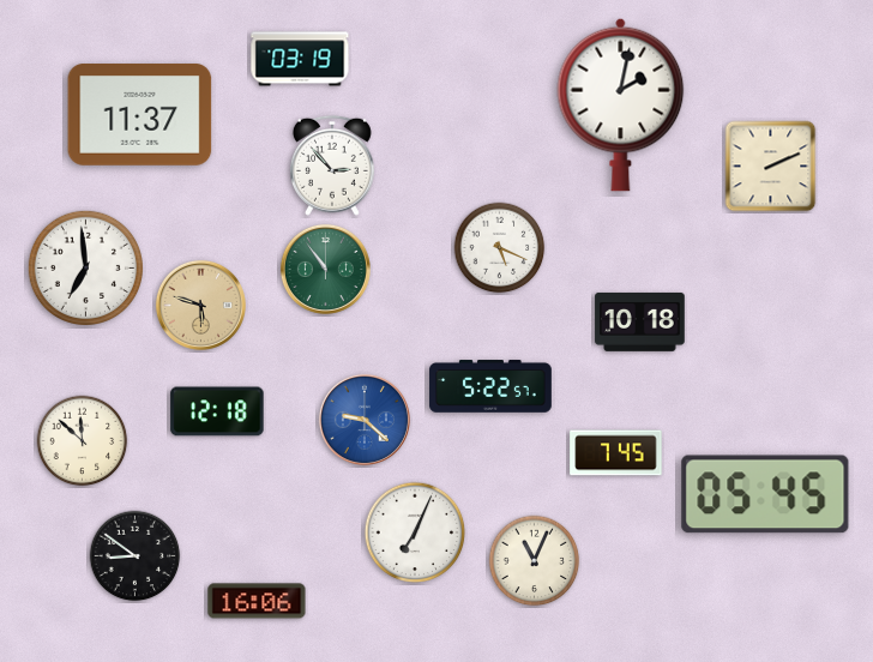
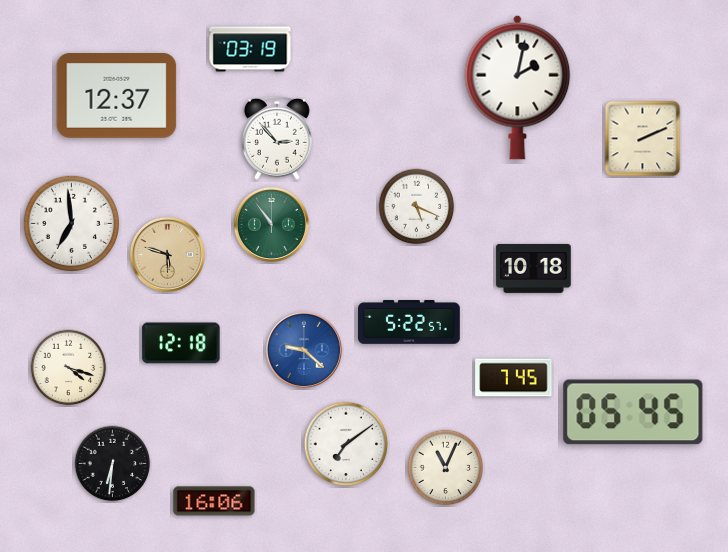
clock at (140, 115): 11:37 -> 12:37
clock at (83, 441): 11:52 -> 4:18
clock at (765, 494) position: (765, 494) -> (633, 412)
clock at (415, 532): 7:04 -> 7:09
clock at (136, 556): 8:51 -> 6:31
